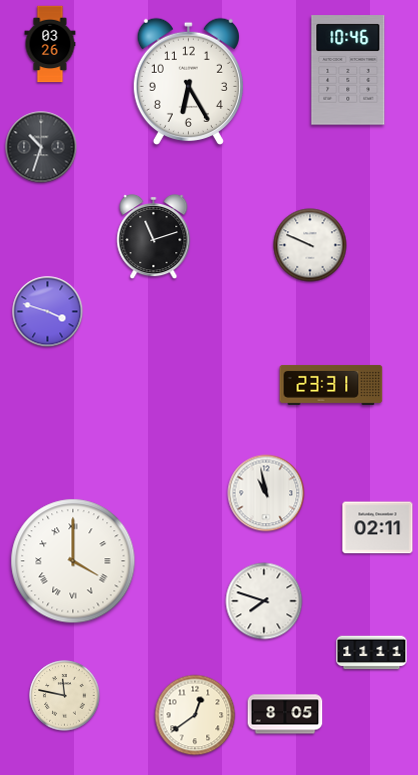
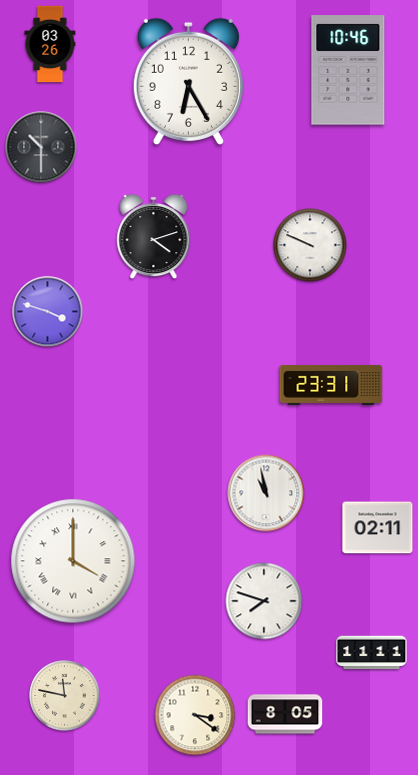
clock at (41, 147): 10:33 -> 10:30
clock at (154, 237): 11:12 -> 4:12
clock at (195, 715): 12:39 -> 3:21
